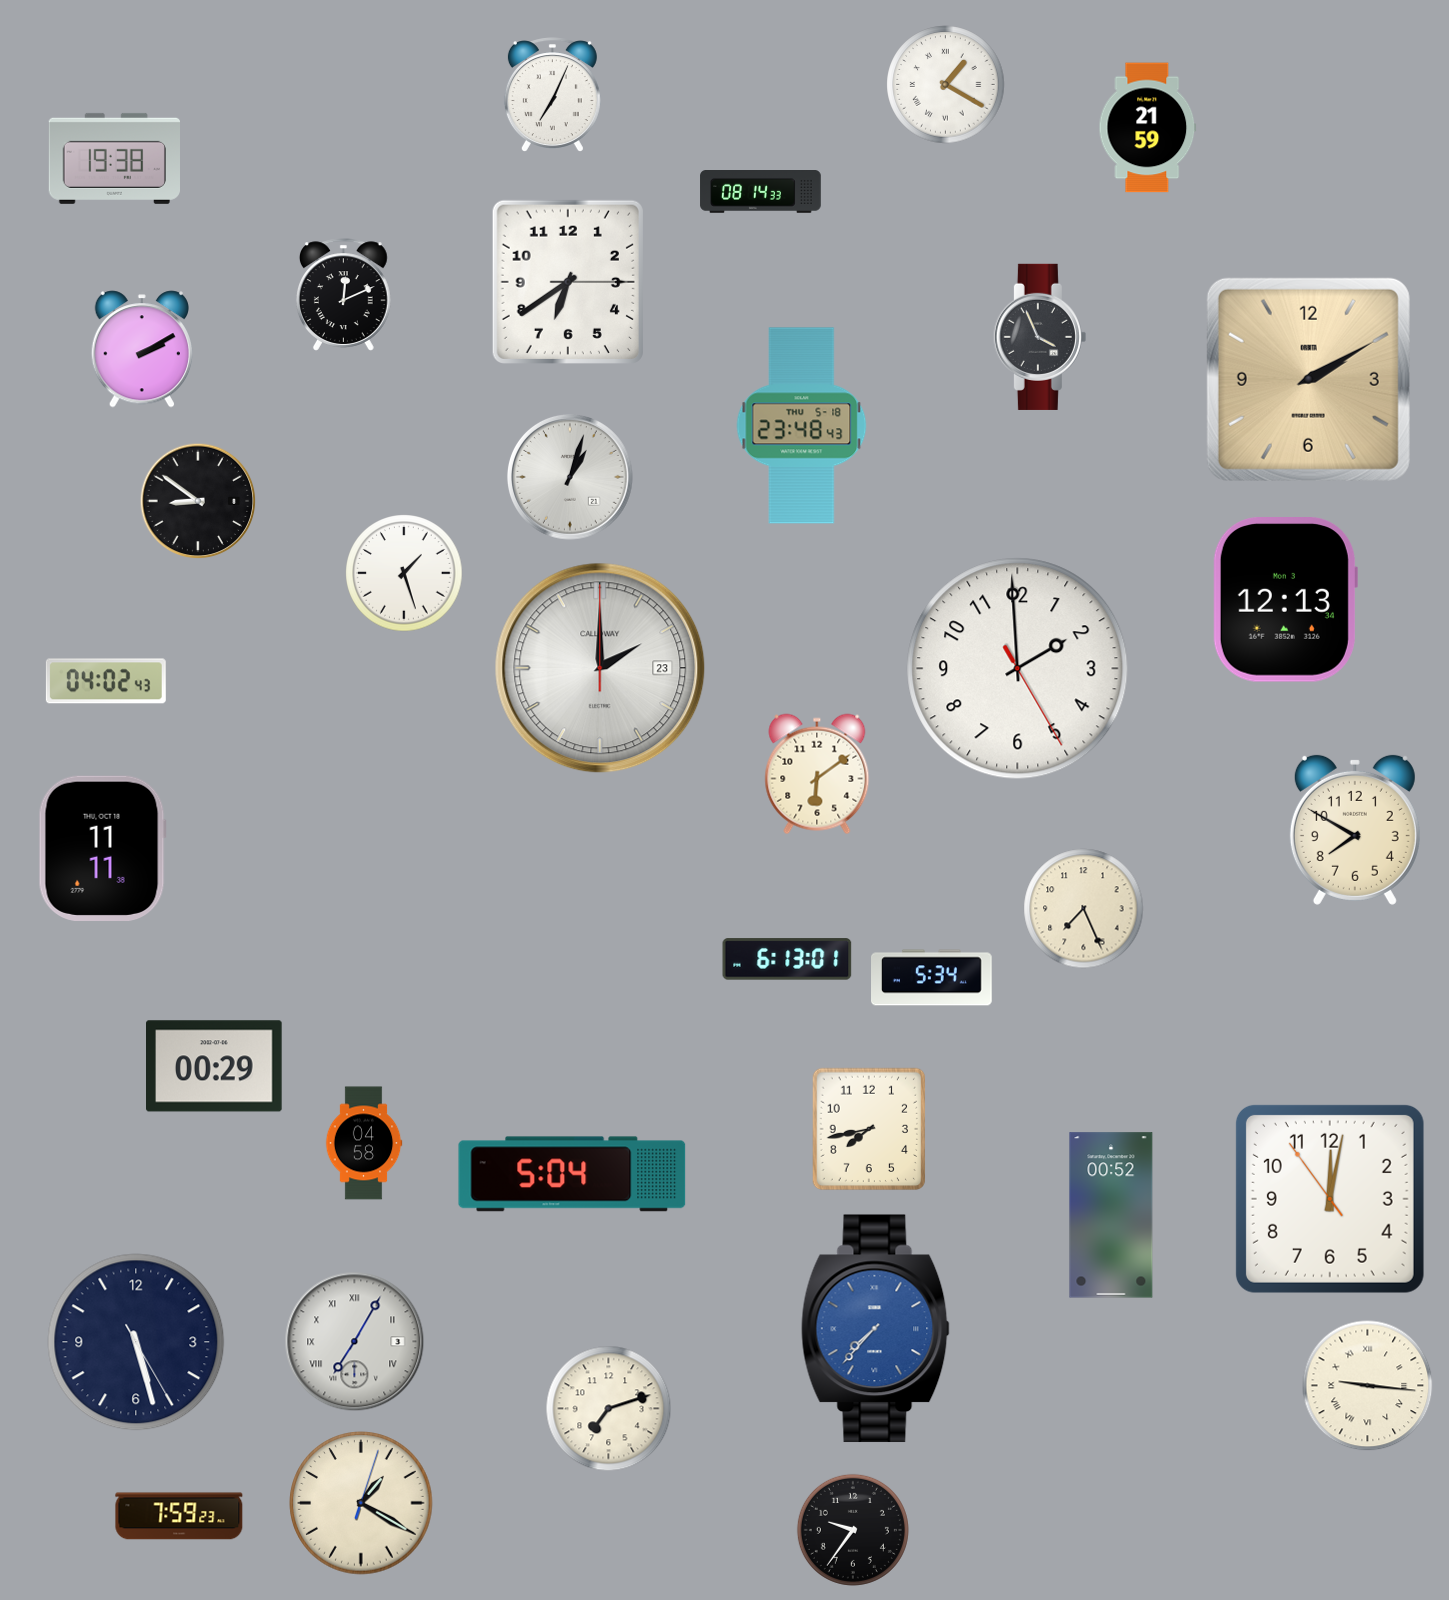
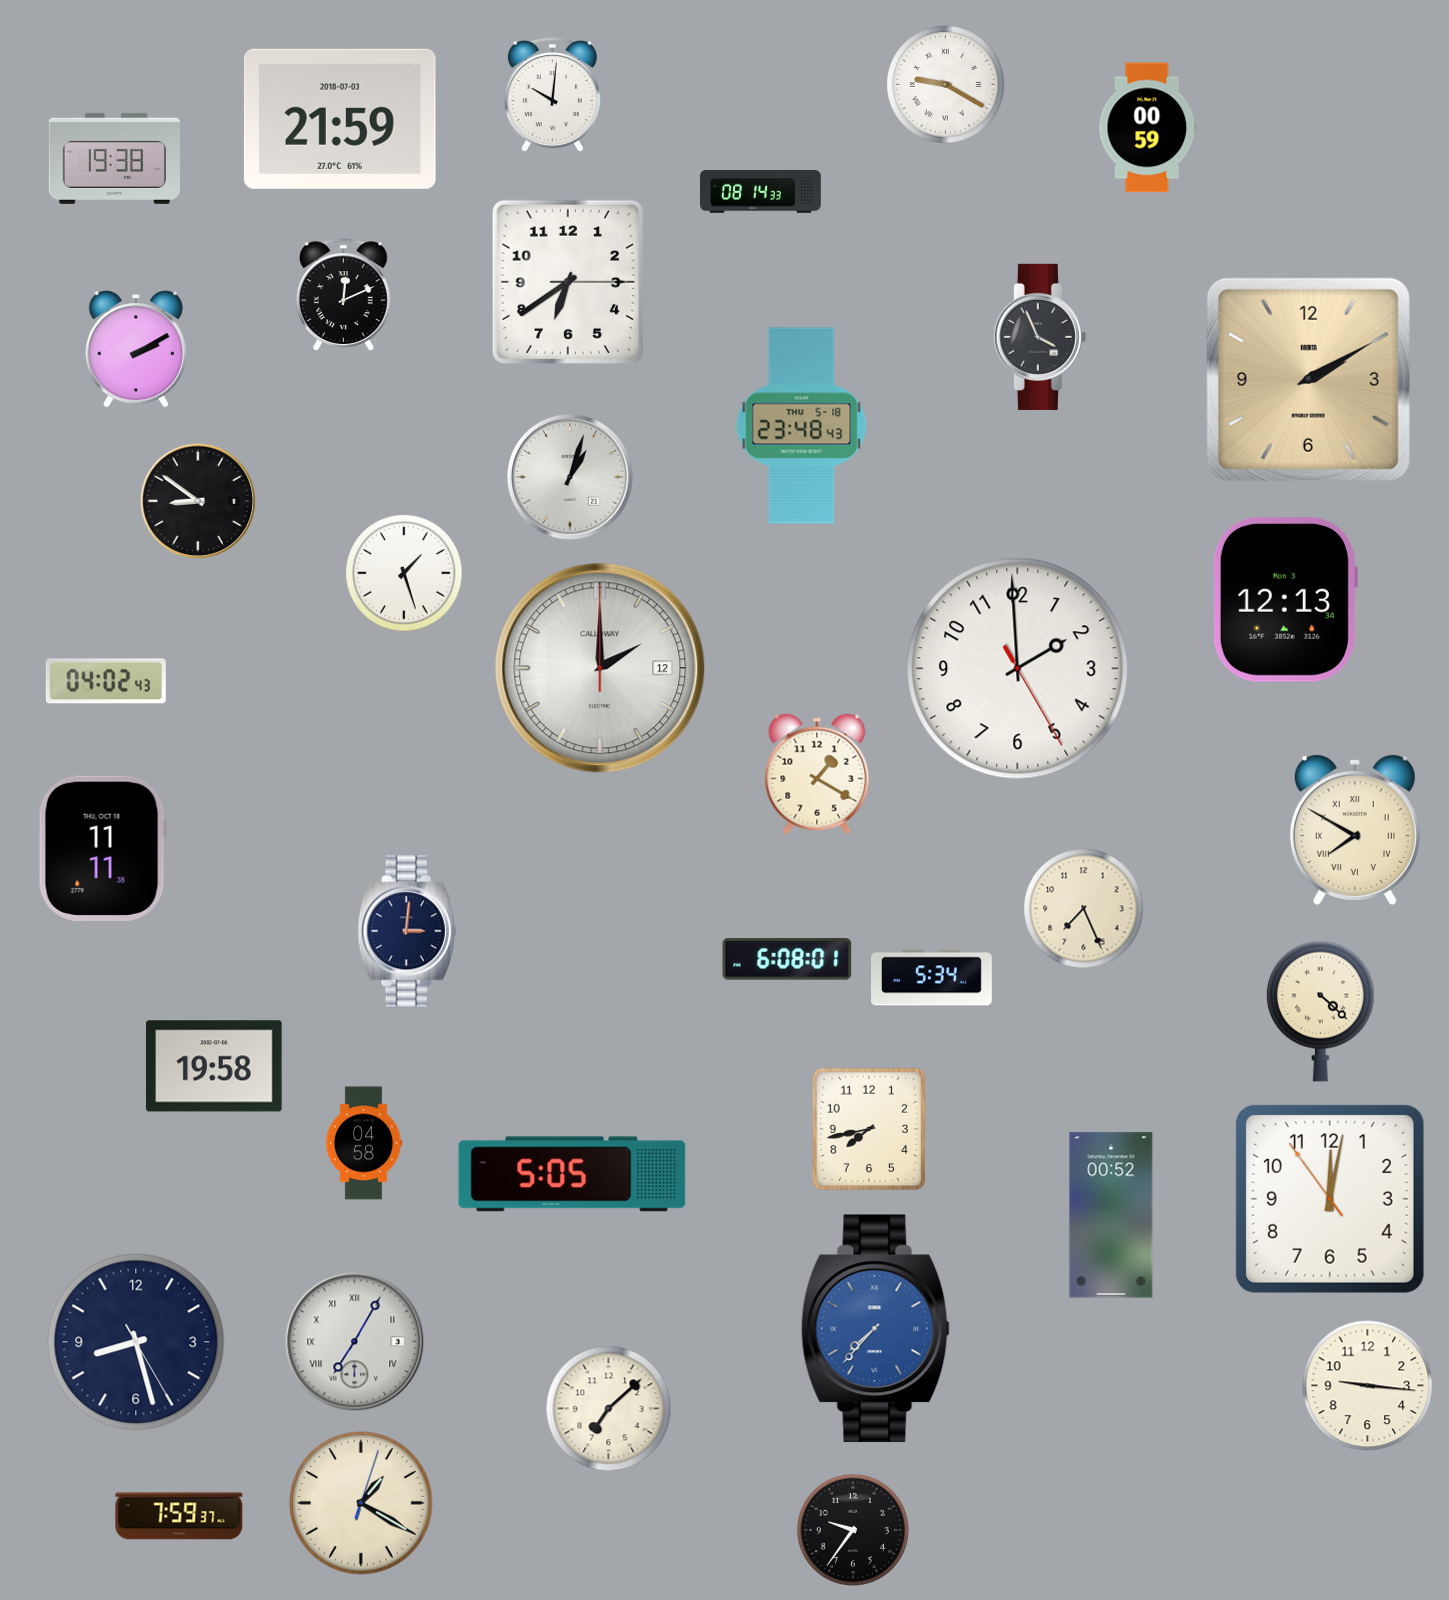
clock at (946, 85): 1:20 -> 9:20
clock at (552, 94): 7:04 -> 10:01
clock at (340, 119): none -> 21:59
clock at (1148, 128): 21:59 -> 00:59
clock at (141, 349) position: (141, 349) -> (135, 349)
clock at (600, 668) date: 23 -> 12
clock at (817, 774): 6:09 -> 1:20
clock at (1355, 830) numerals: Arabic -> Roman
clock at (407, 931): none -> 3:01
clock at (787, 959): 6:13 -> 6:08
clock at (1320, 1011): none -> 4:22
clock at (214, 1066): 00:29 -> 19:58
clock at (572, 1174): 5:04 -> 5:05
clock at (136, 1342): 5:27 -> 8:27
clock at (1368, 1386) numerals: Roman -> Arabic
clock at (609, 1409): 7:12 -> 7:08
clock at (179, 1516): 7:59:23 -> 7:59:37
